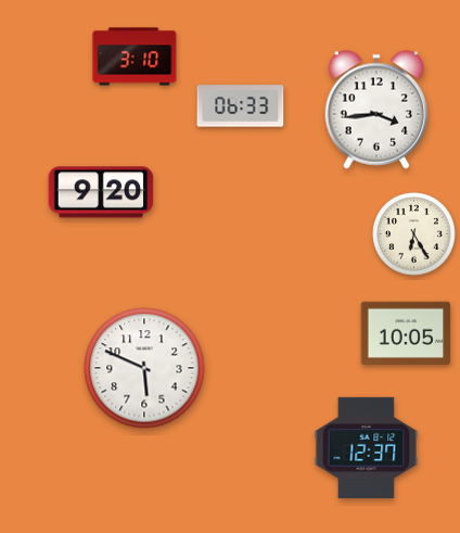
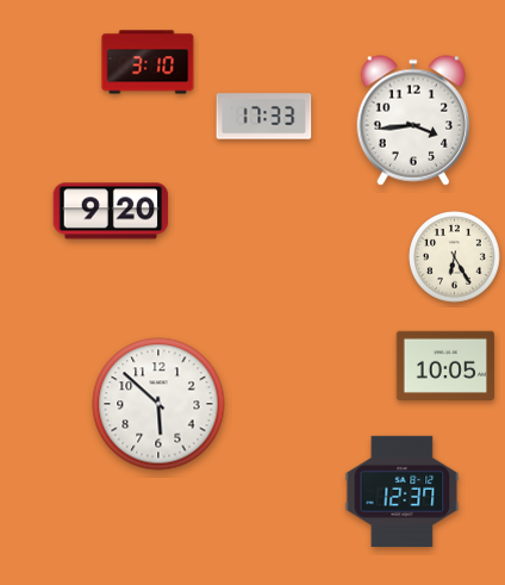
clock at (241, 106): 06:33 -> 17:33
clock at (144, 368): 5:49 -> 5:52
